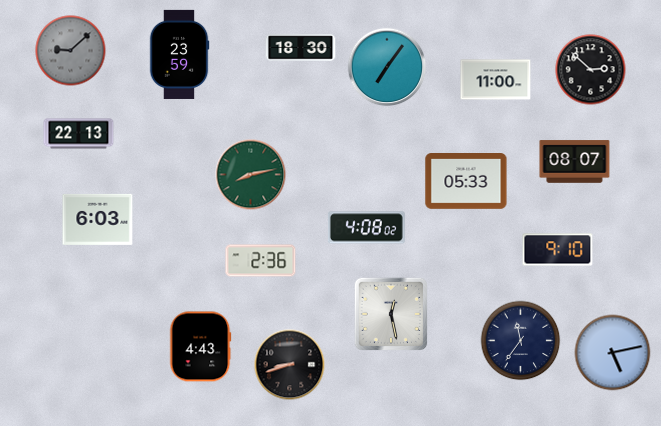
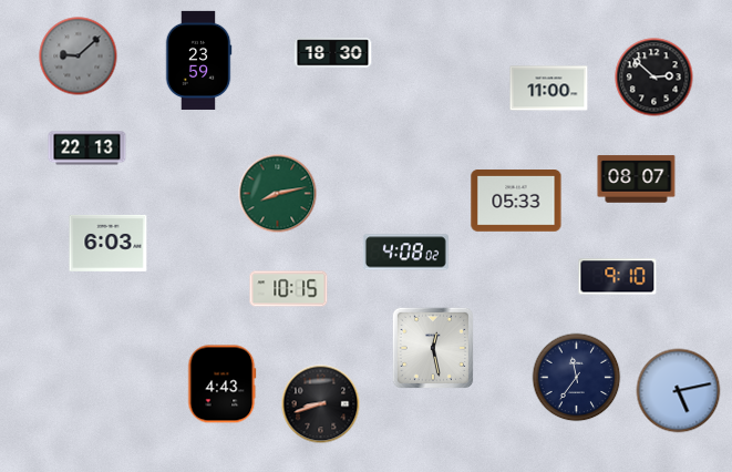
clock at (387, 67): 7:06 -> none
clock at (261, 261): 2:36 -> 10:15
